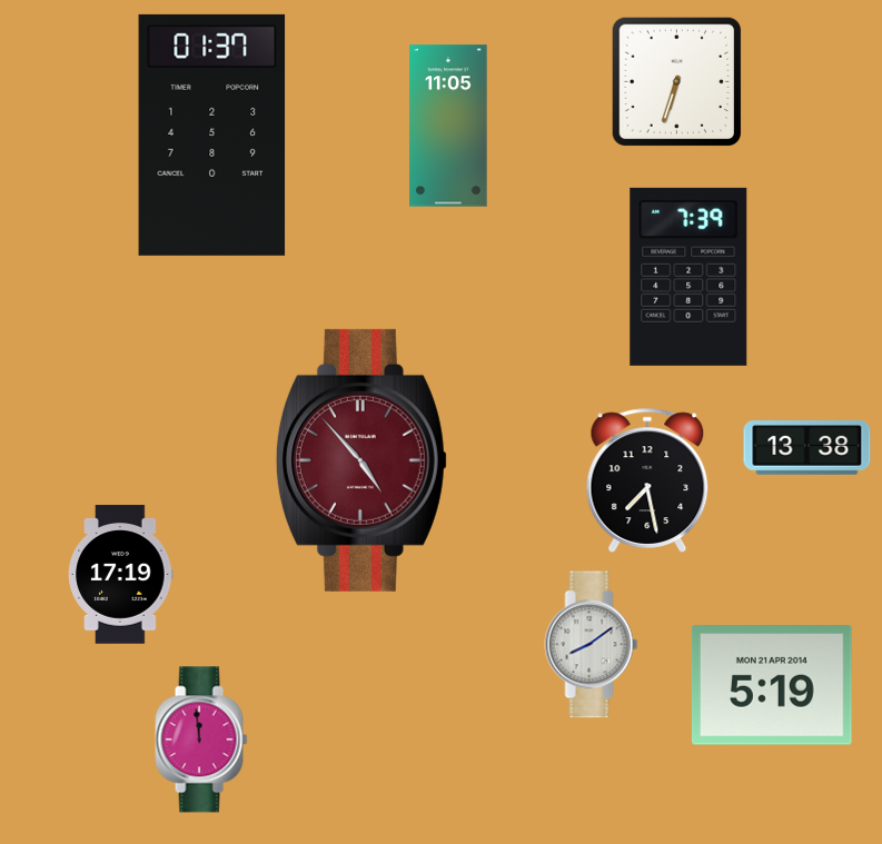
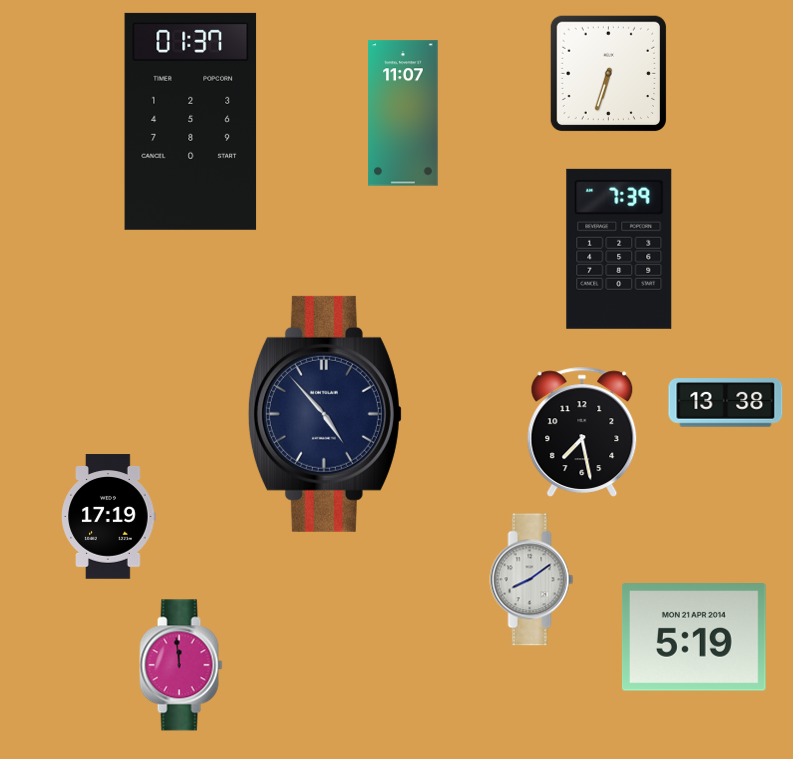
clock at (448, 126): 11:05 -> 11:07
clock at (361, 460) dial: burgundy -> navy
clock at (772, 685) position: (772, 685) -> (694, 637)
